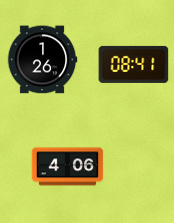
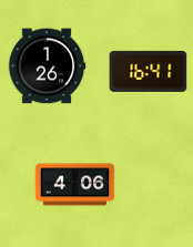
clock at (134, 64): 08:41 -> 16:41
